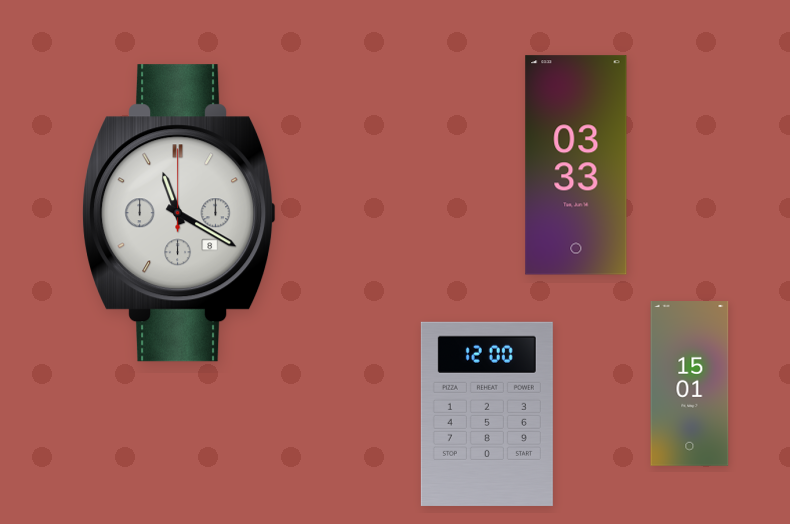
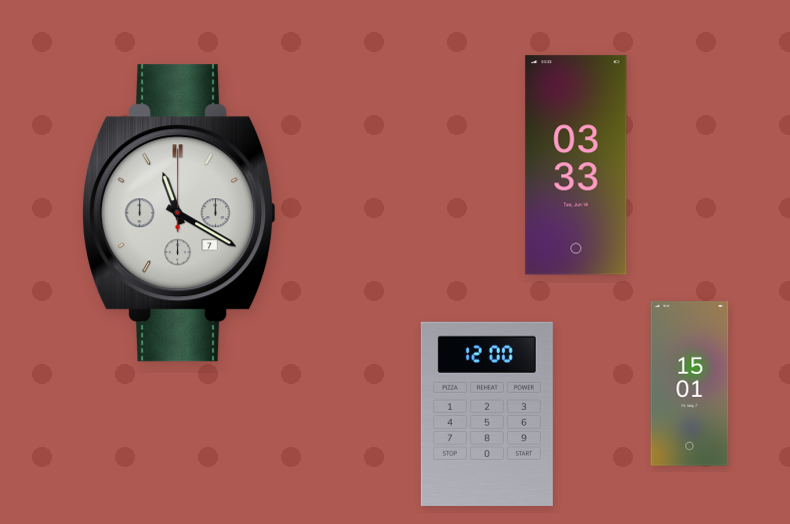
clock at (179, 213) date: 8 -> 7
